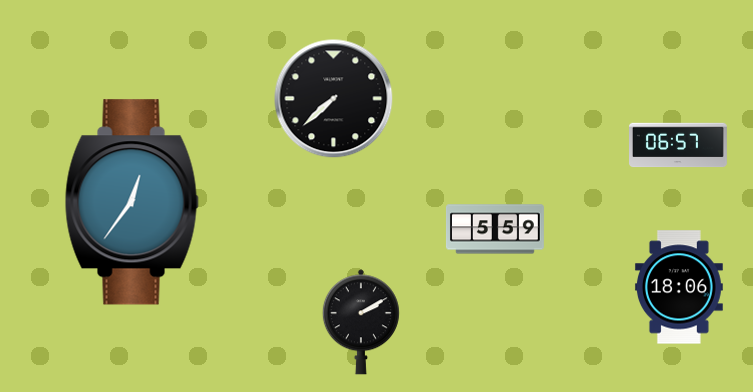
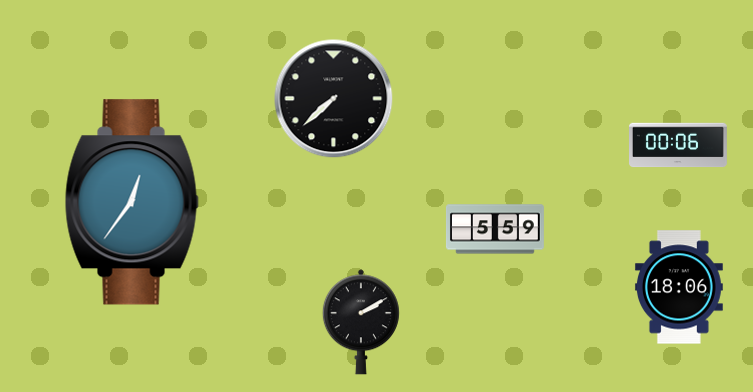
clock at (679, 145): 06:57 -> 00:06
